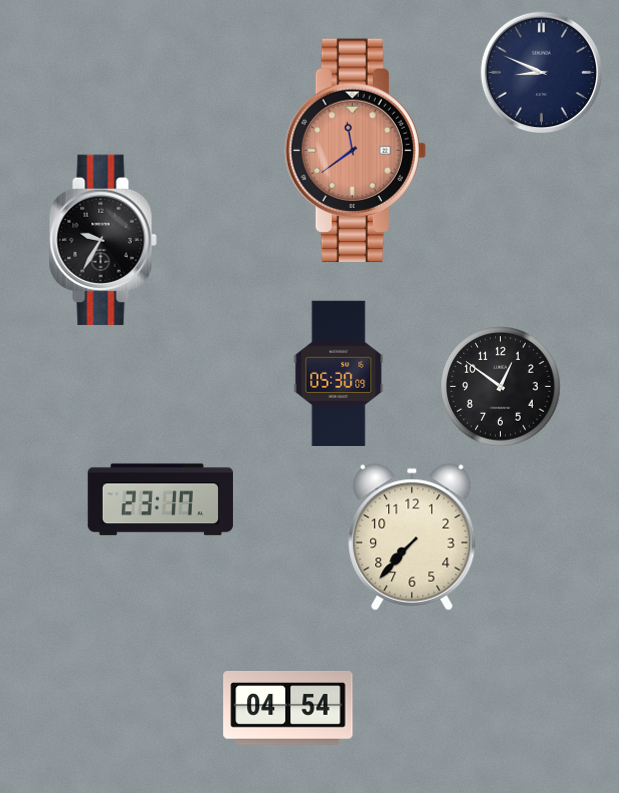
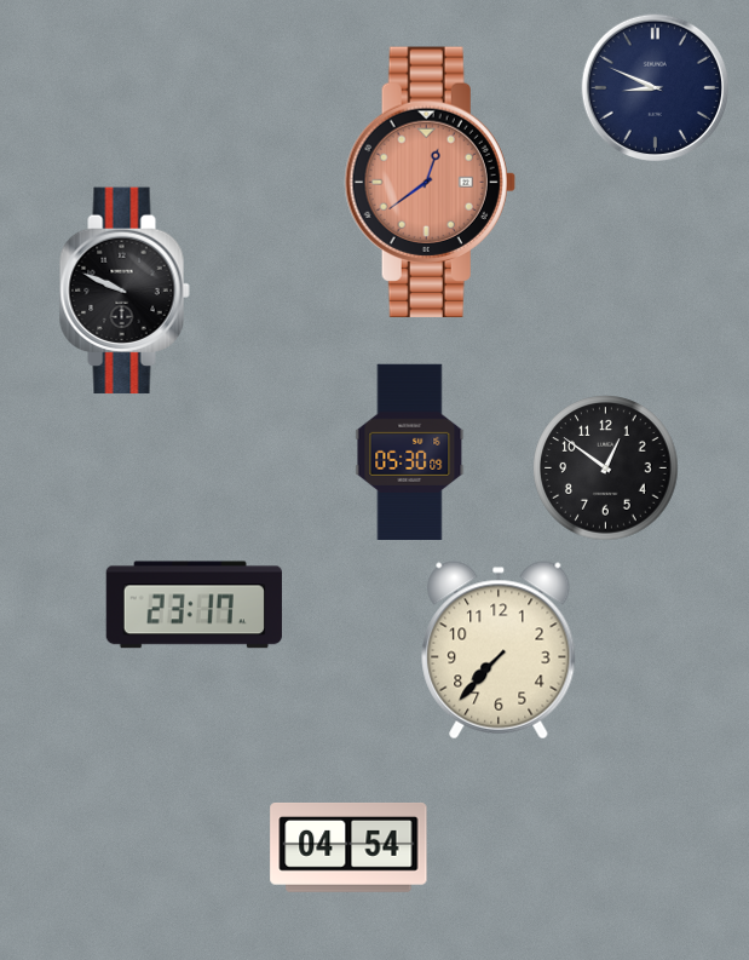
clock at (355, 150): 11:39 -> 12:39
clock at (103, 240): 9:35 -> 9:49
clock at (288, 708) position: (288, 708) -> (348, 847)
